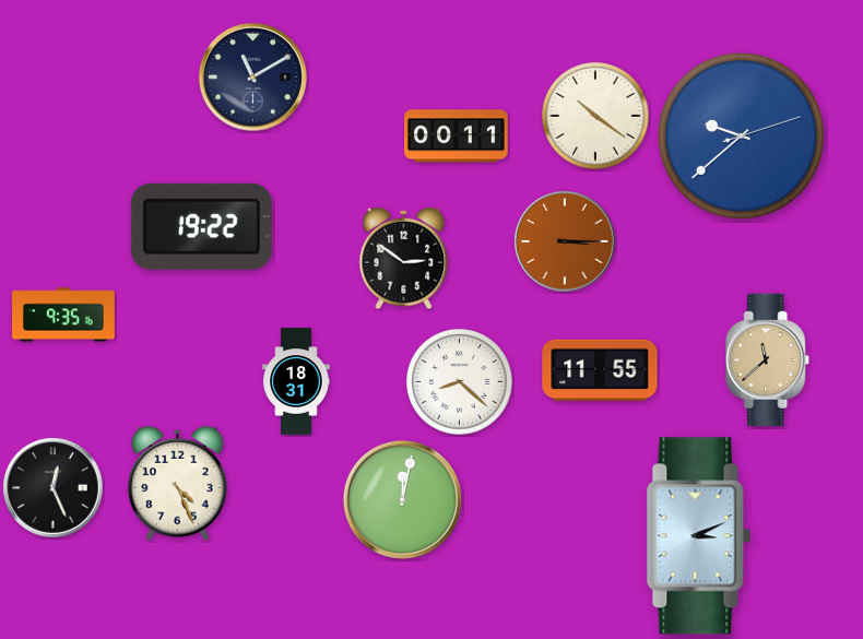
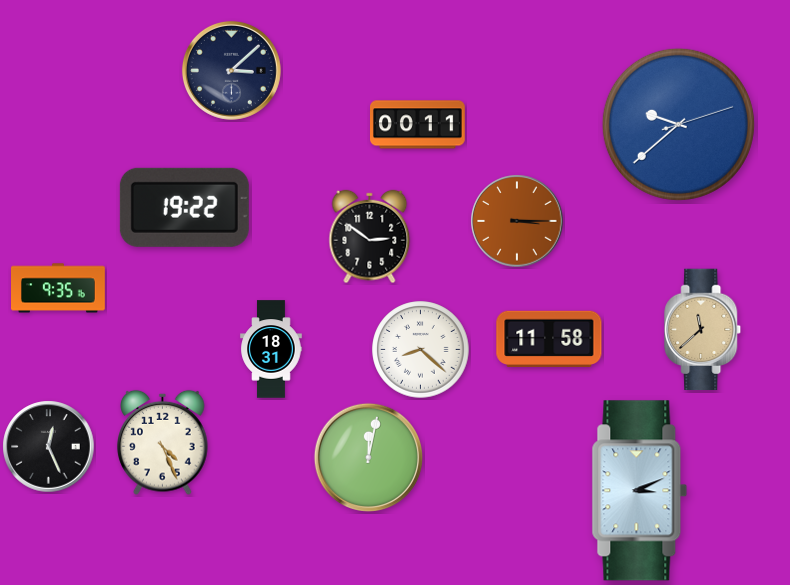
clock at (252, 76): 11:10 -> 3:08
clock at (595, 116): 10:21 -> none
clock at (600, 370): 11:55 -> 11:58
